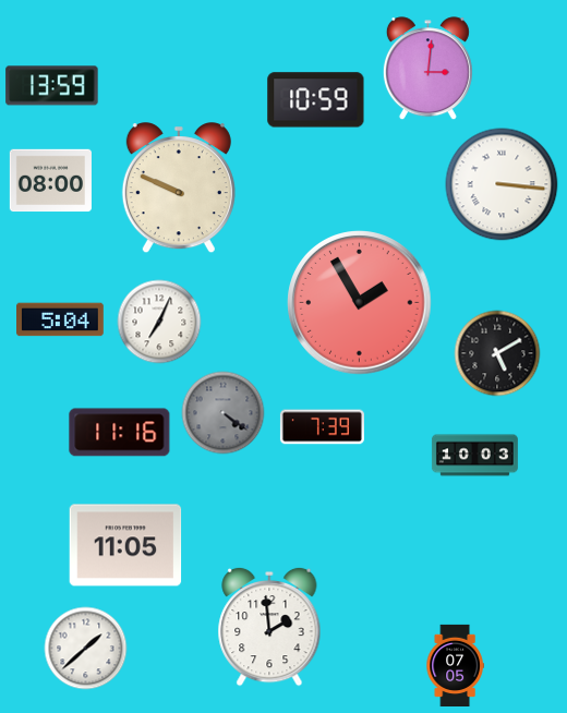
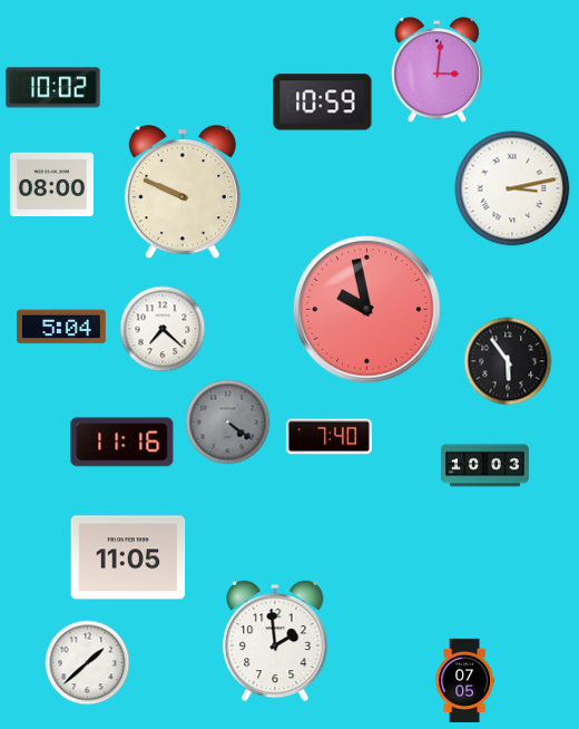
clock at (52, 86): 13:59 -> 10:02
clock at (502, 184): 3:16 -> 3:13
clock at (360, 303): 1:55 -> 9:58
clock at (159, 322): 7:04 -> 7:22
clock at (497, 353): 5:10 -> 5:54
clock at (322, 427): 7:39 -> 7:40
